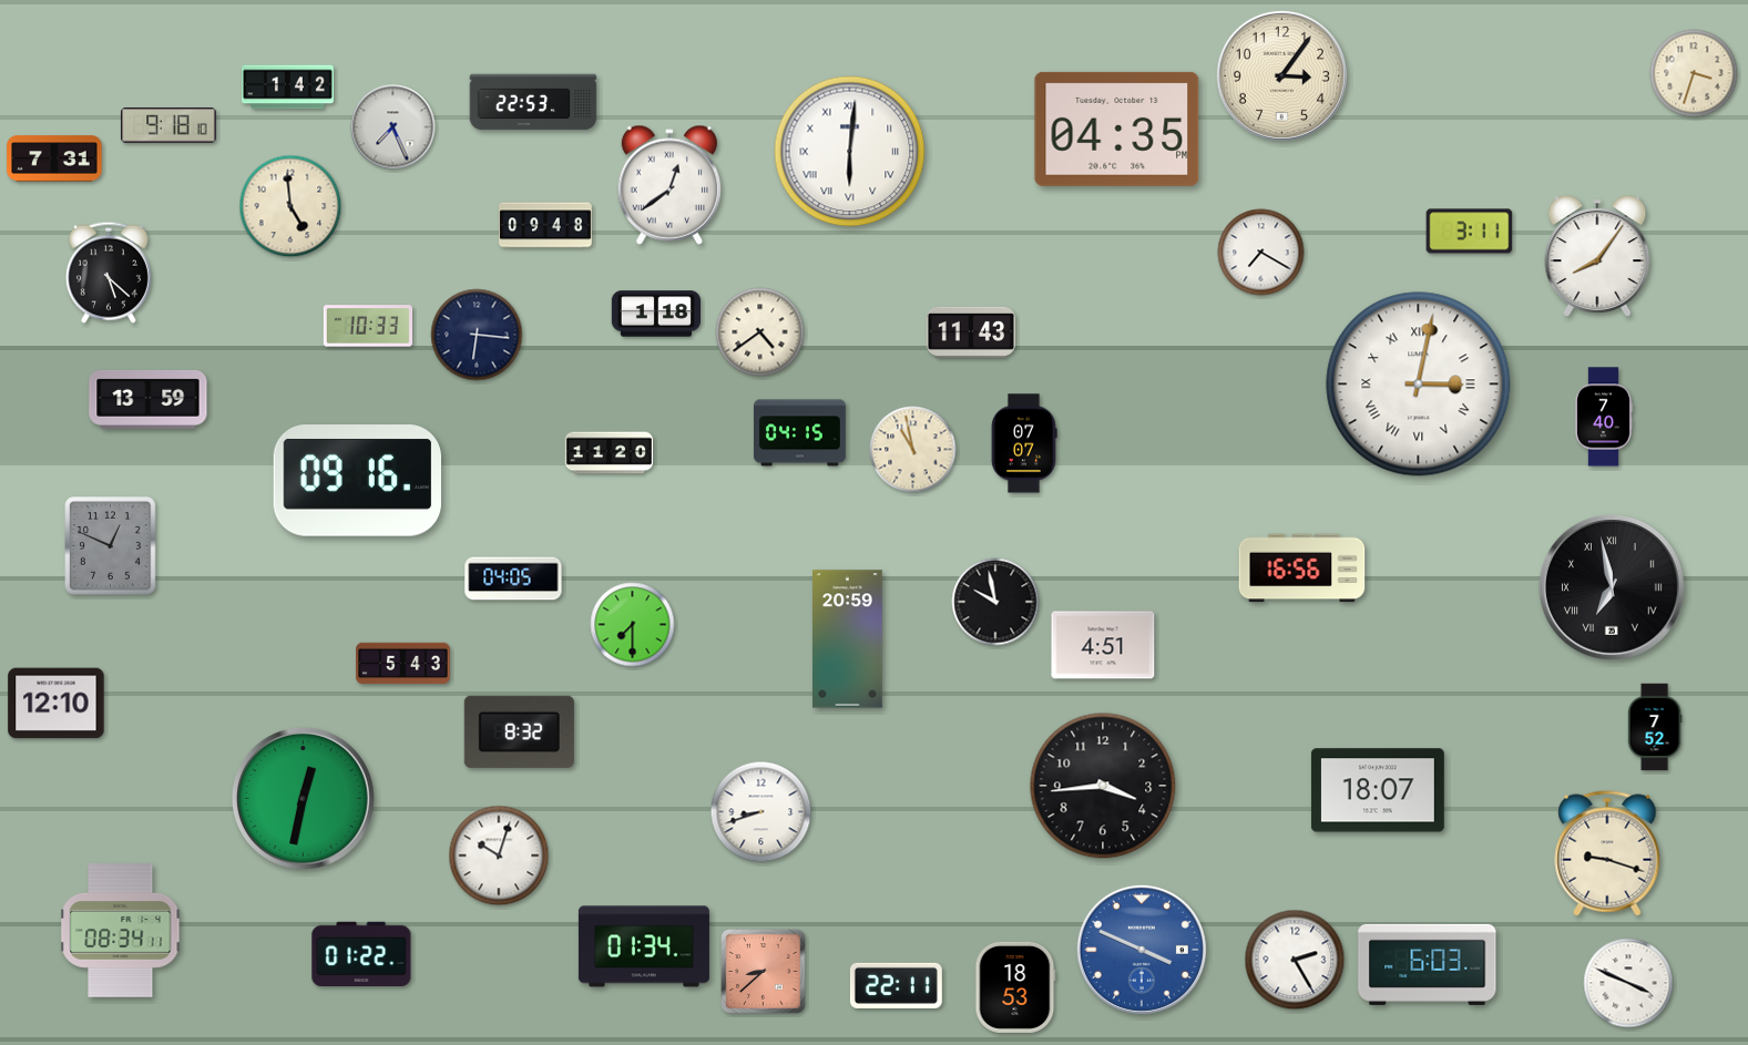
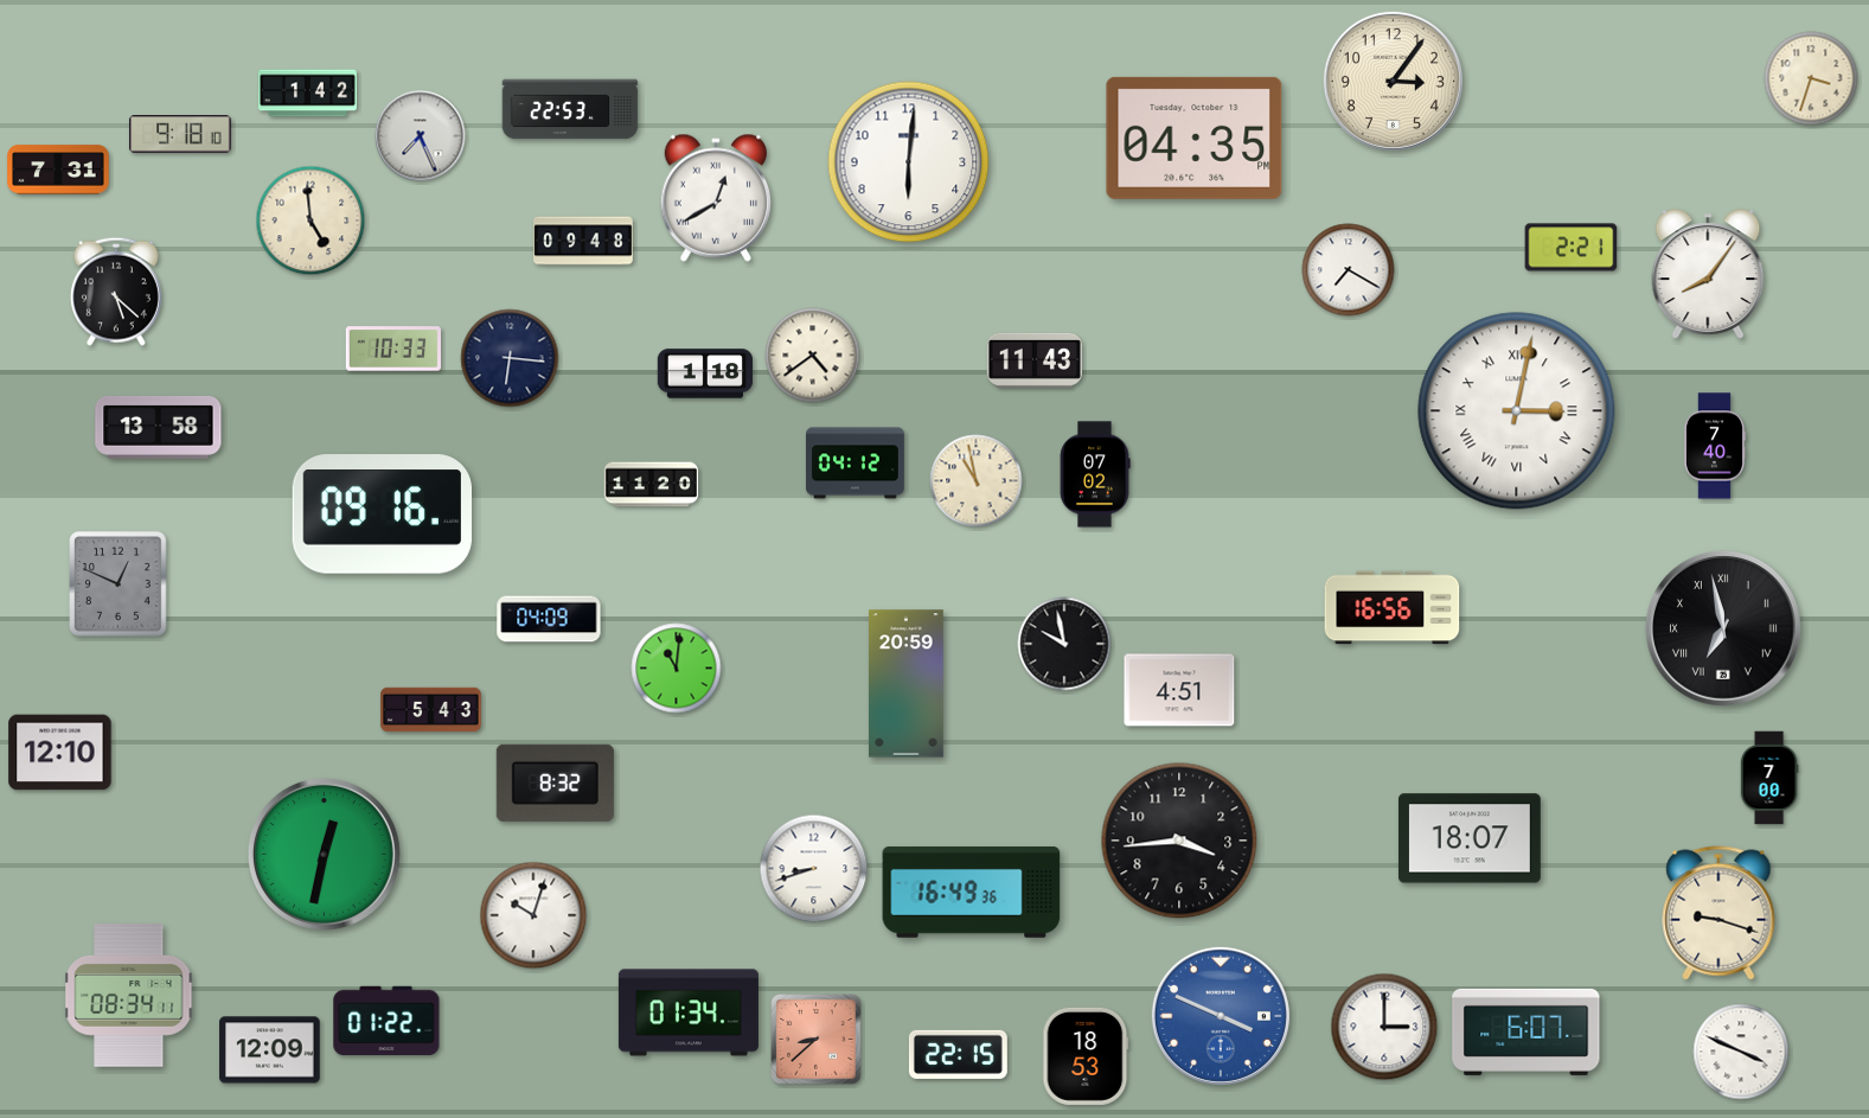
clock at (1281, 75) position: (1281, 75) -> (1393, 81)
clock at (850, 152) numerals: Roman -> Arabic
clock at (668, 185): 12:39 -> 12:40
clock at (1470, 232): 3:11 -> 2:21
clock at (655, 314) position: (655, 314) -> (704, 373)
clock at (970, 332) position: (970, 332) -> (1033, 360)
clock at (149, 399): 13:59 -> 13:58
clock at (799, 433): 04:15 -> 04:12
clock at (1024, 443): 07:07 -> 07:02
clock at (513, 578): 04:05 -> 04:09
clock at (633, 625): 7:30 -> 11:01
clock at (1655, 727): 7:52 -> 7:00
clock at (1378, 790) position: (1378, 790) -> (1470, 838)
clock at (972, 892): none -> 16:49
clock at (1295, 960): 2:25 -> 3:00
clock at (1428, 964): 6:03 -> 6:07
clock at (270, 1050): none -> 12:09
clock at (896, 985): 22:11 -> 22:15
